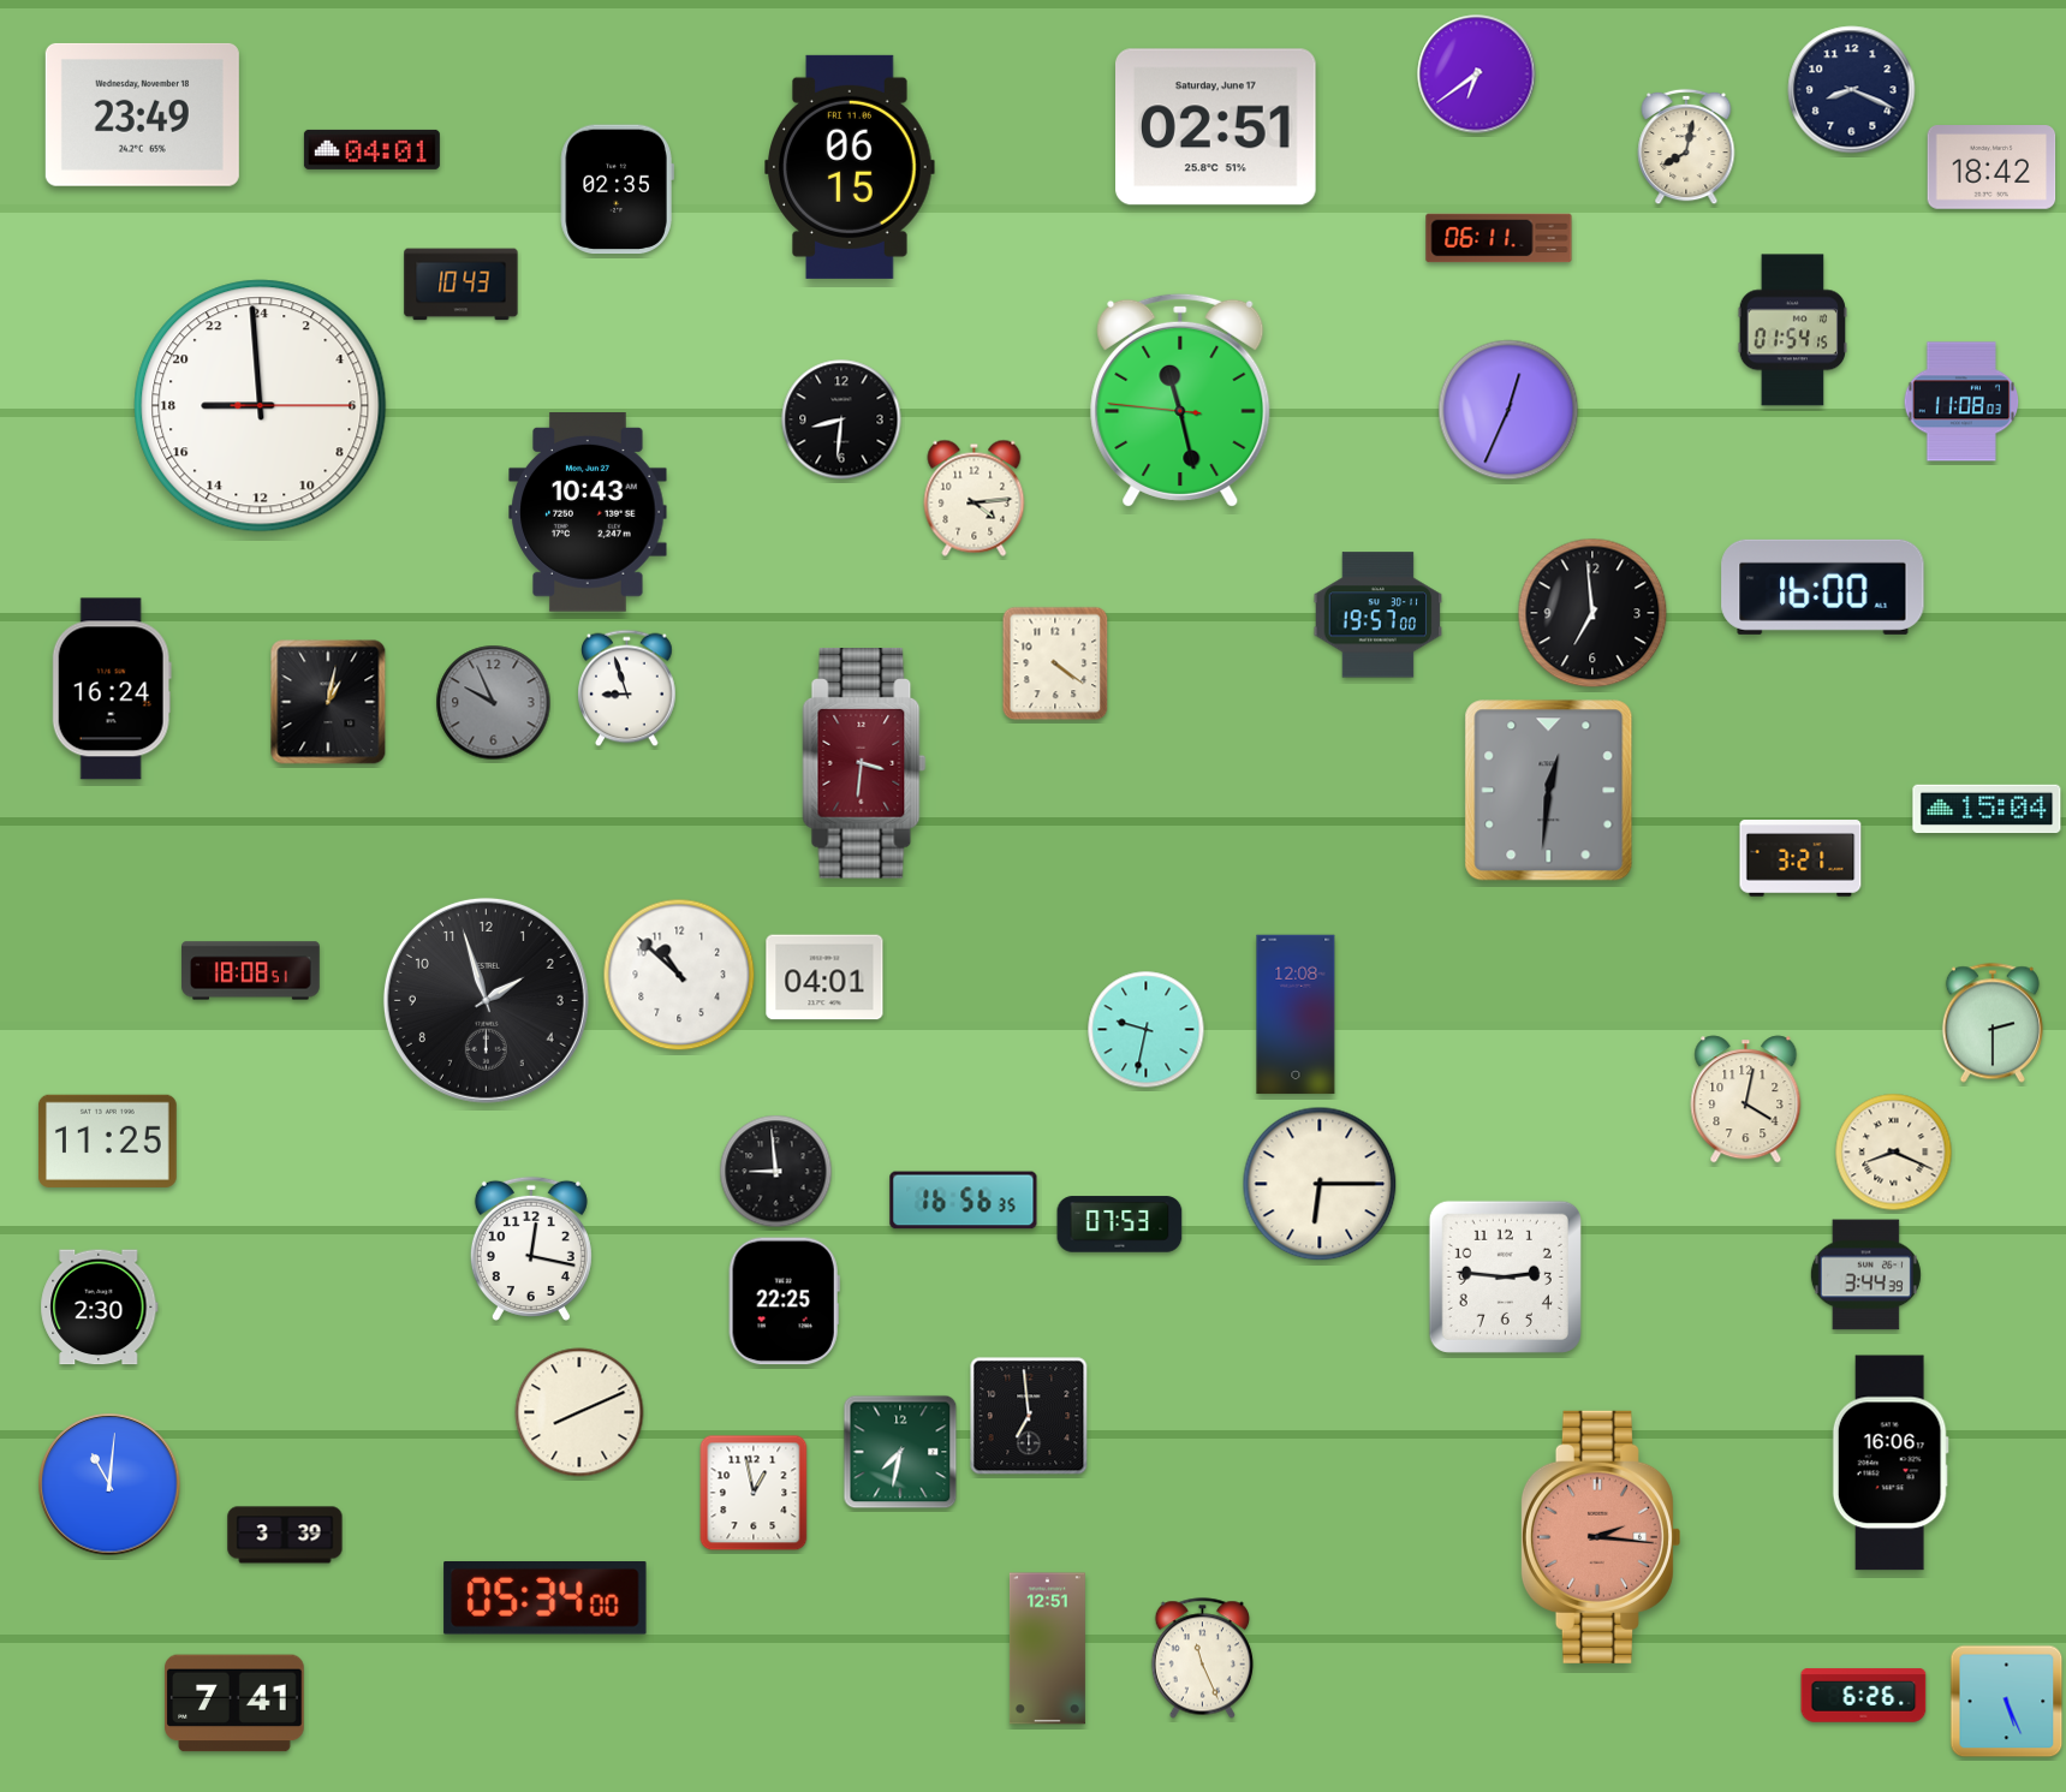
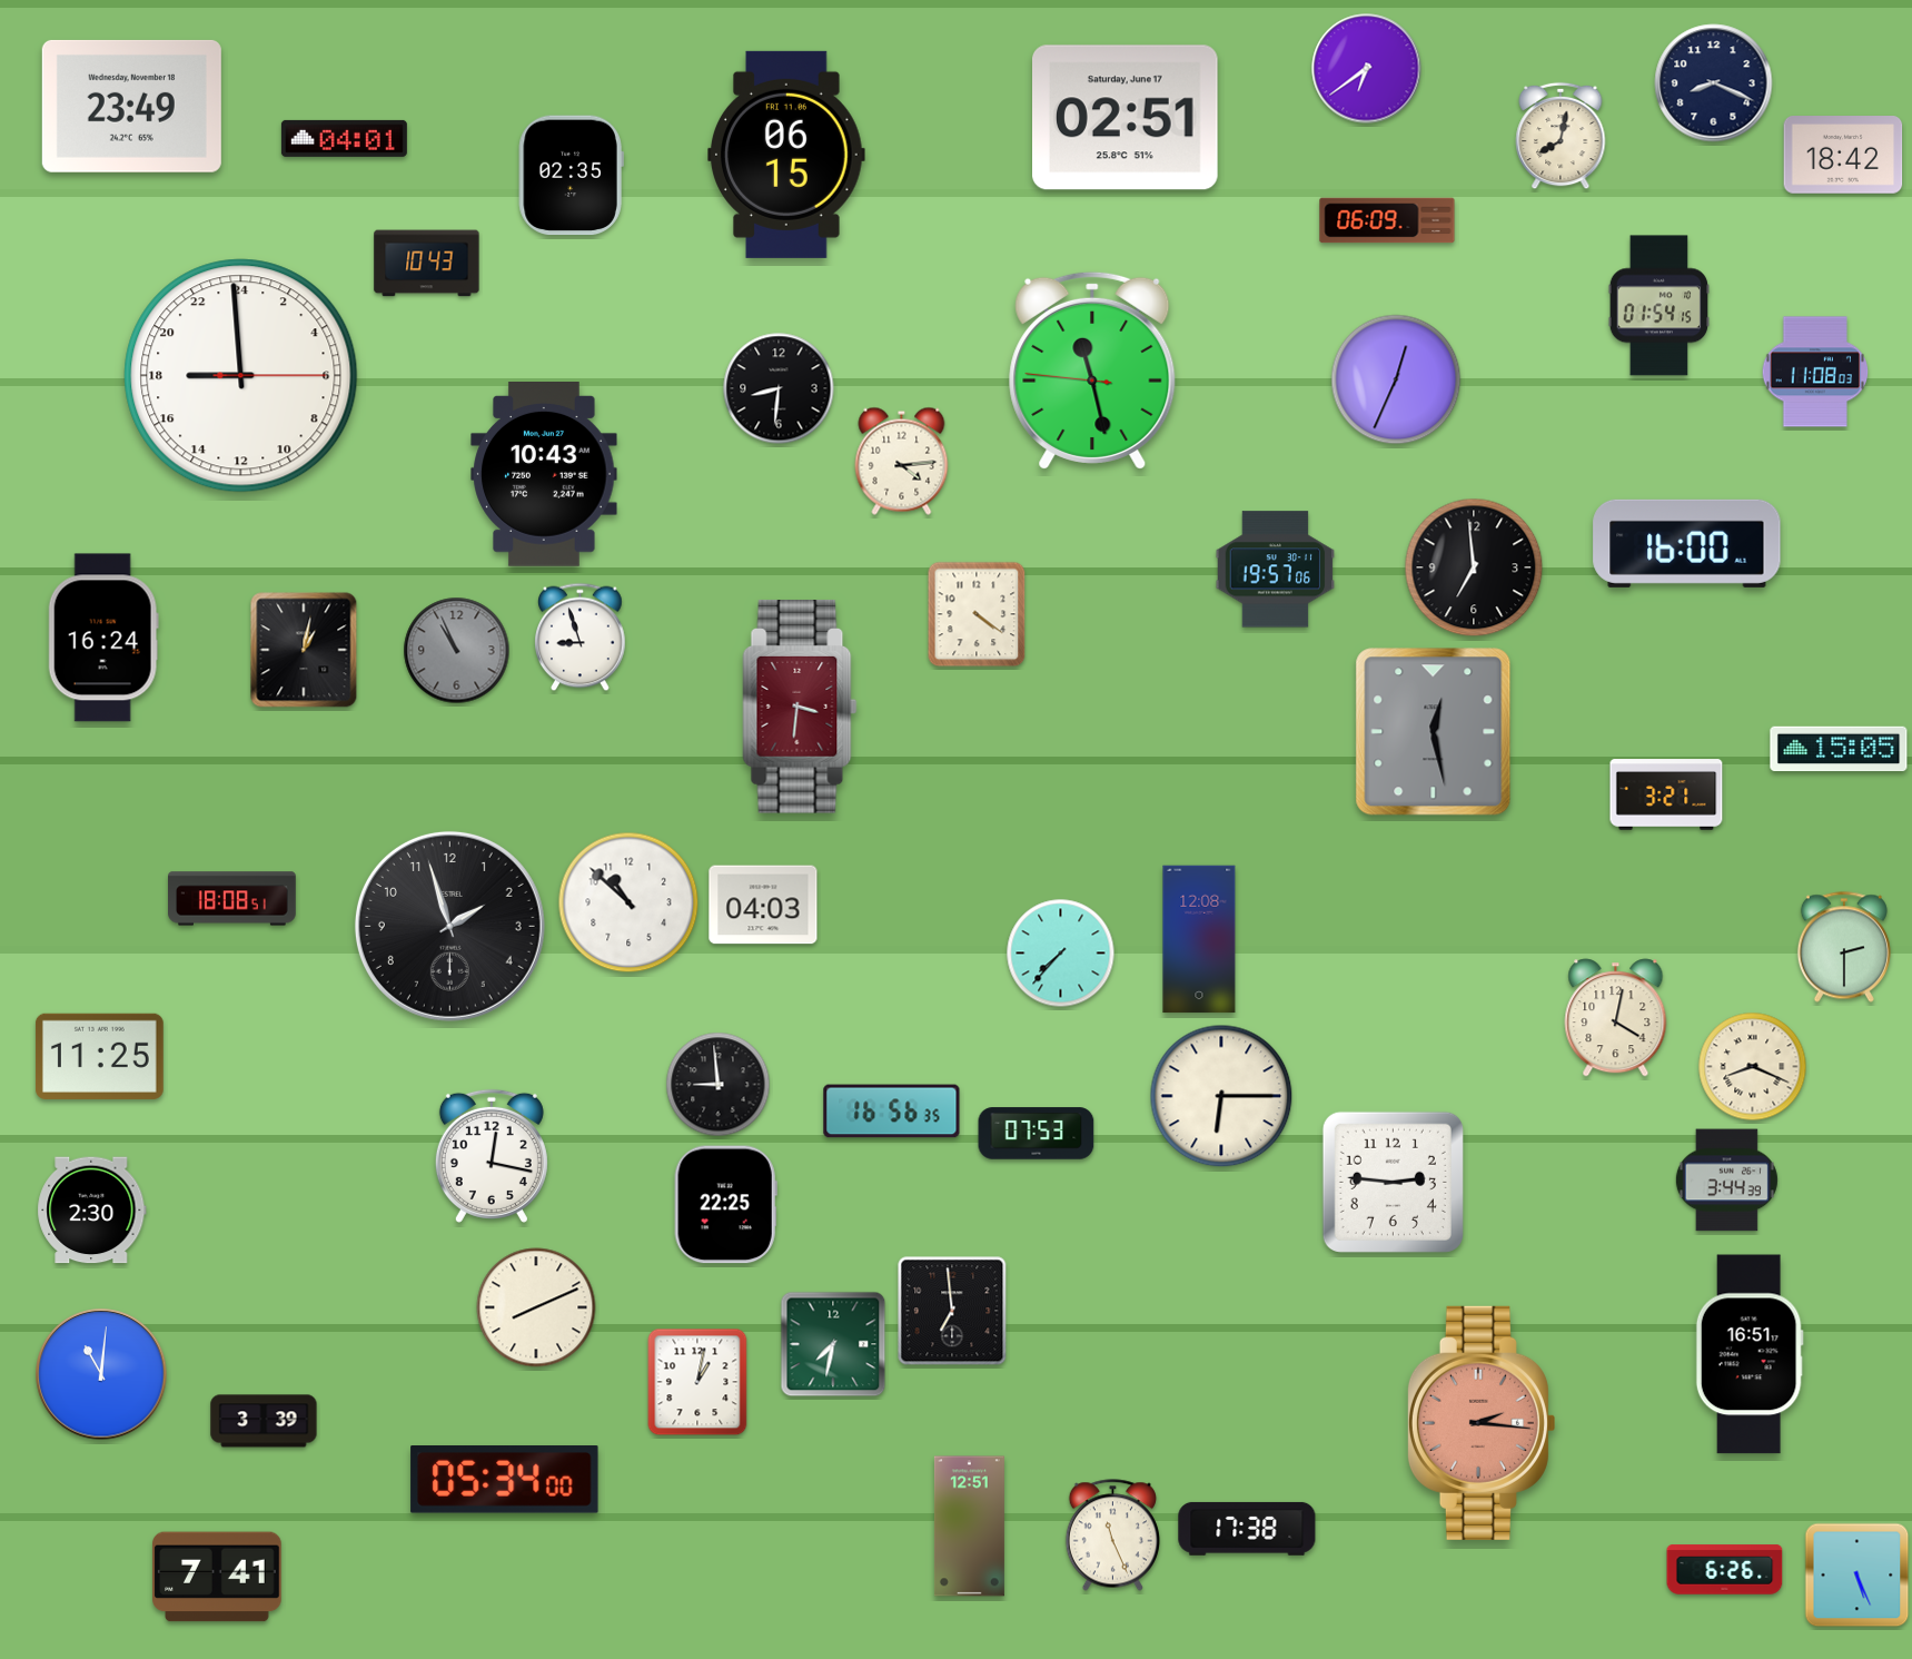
clock at (1499, 238): 06:11 -> 06:09
clock at (1379, 615): 19:57:00 -> 19:57:06
clock at (494, 703): 9:56 -> 10:56
clock at (1549, 791): 12:31 -> 12:28
clock at (1987, 809): 15:04 -> 15:05
clock at (824, 977): 04:01 -> 04:03
clock at (1147, 1030): 9:32 -> 7:37
clock at (1891, 1463): 16:06 -> 16:51
clock at (754, 1493): 12:58 -> 1:02
clock at (1247, 1529): none -> 17:38
